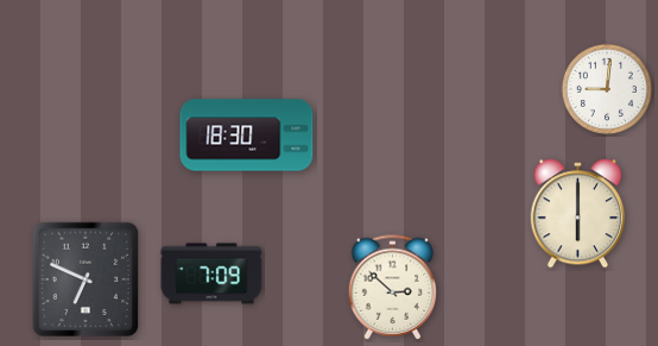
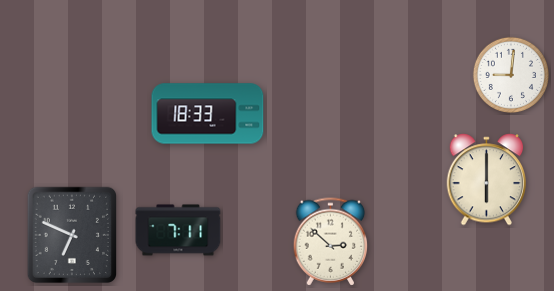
clock at (247, 136): 18:30 -> 18:33
clock at (211, 273): 7:09 -> 7:11
